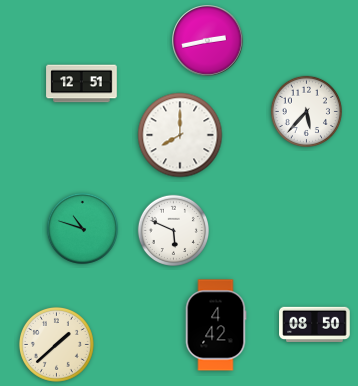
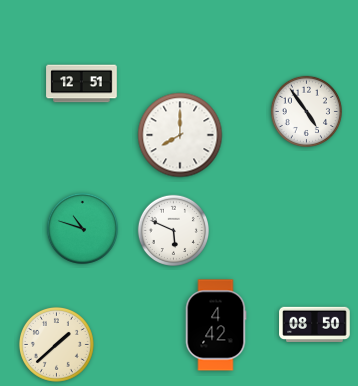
clock at (208, 41): 2:43 -> none
clock at (306, 111): 5:37 -> 4:54
